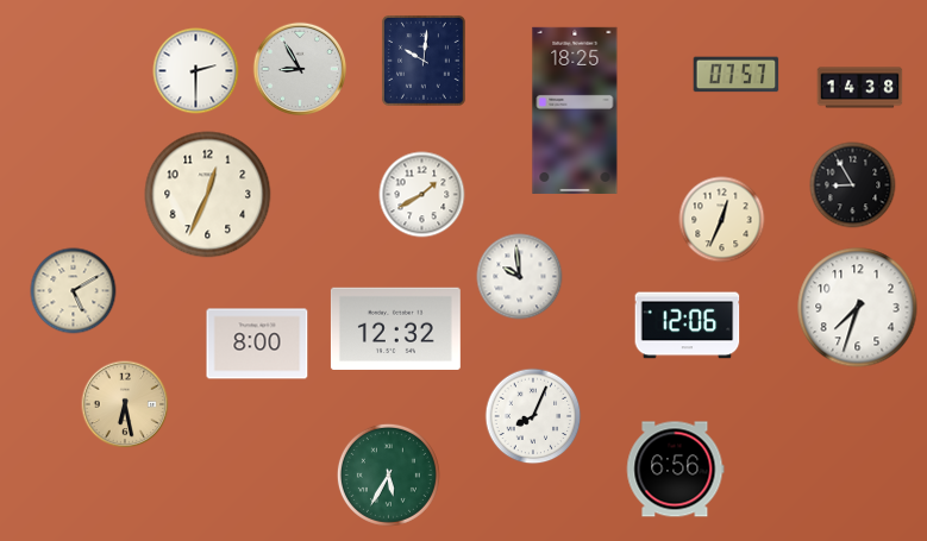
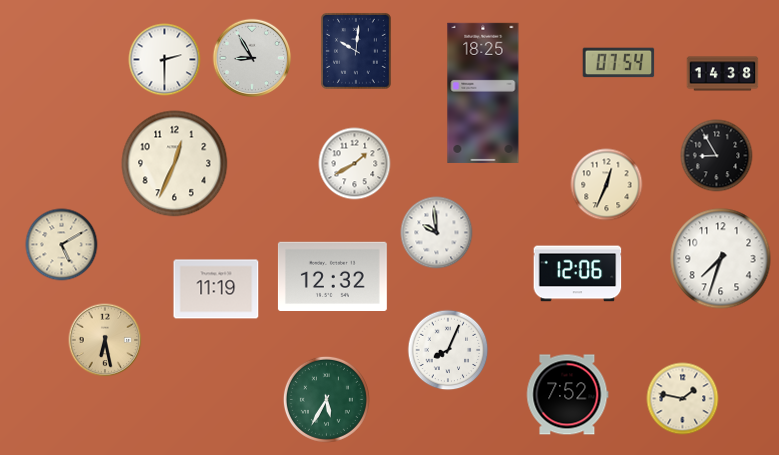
clock at (737, 75): 07:57 -> 07:54
clock at (257, 344): 8:00 -> 11:19
clock at (675, 470): 6:56 -> 7:52
clock at (683, 399): none -> 1:47
